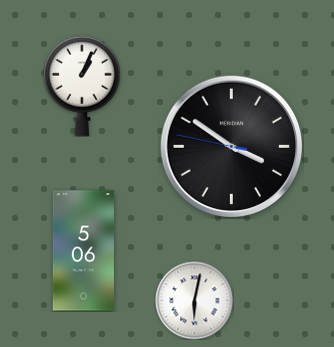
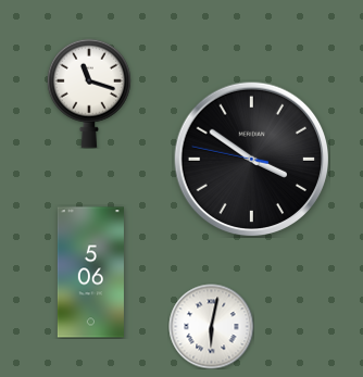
clock at (82, 86): 1:04 -> 11:18
